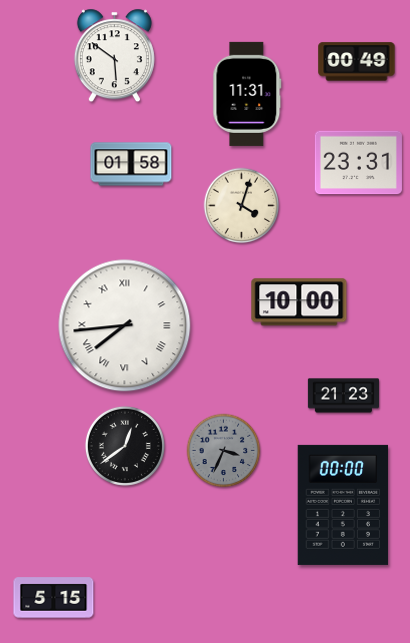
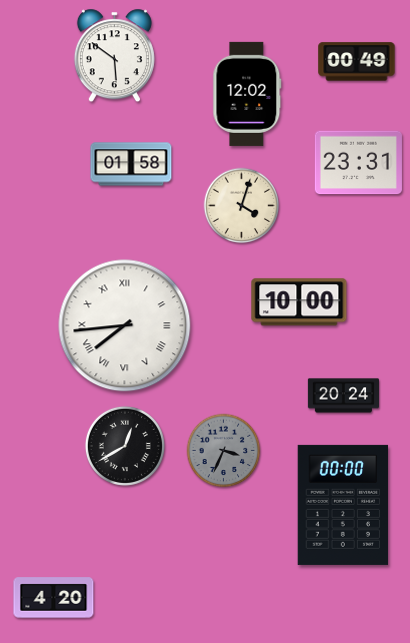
clock at (247, 94): 11:31 -> 12:02
clock at (343, 396): 21:23 -> 20:24
clock at (125, 446): 12:39 -> 12:40
clock at (54, 598): 5:15 -> 4:20
